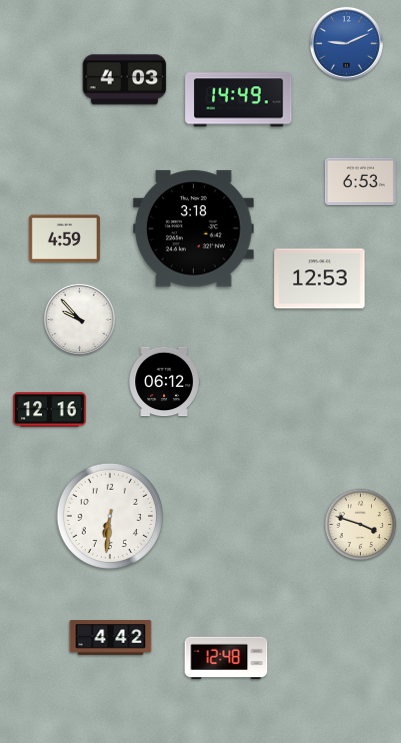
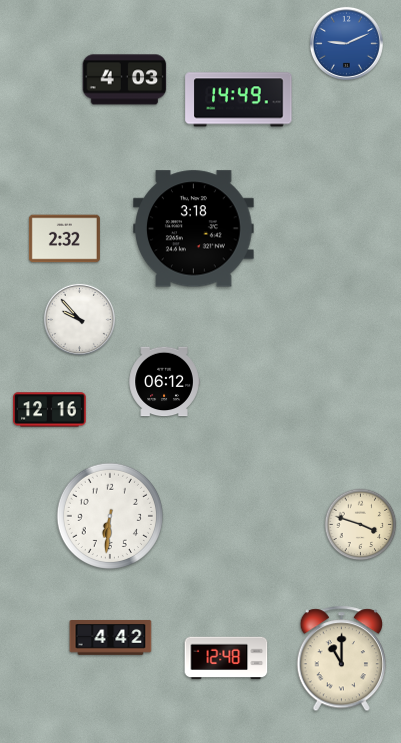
clock at (360, 182): 6:53 -> none
clock at (64, 239): 4:59 -> 2:32
clock at (320, 279): 12:53 -> none
clock at (341, 659): none -> 11:00
